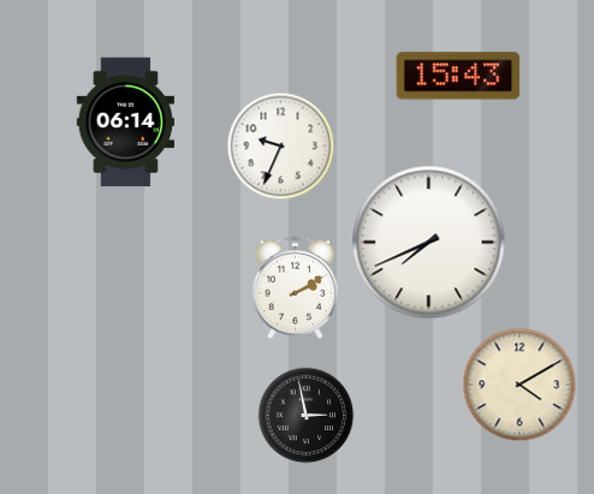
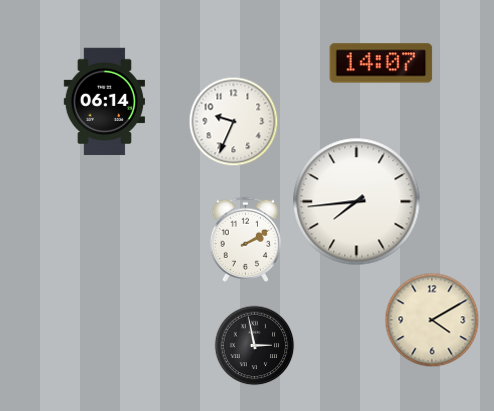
clock at (458, 76): 15:43 -> 14:07
clock at (429, 243): 7:41 -> 7:44
